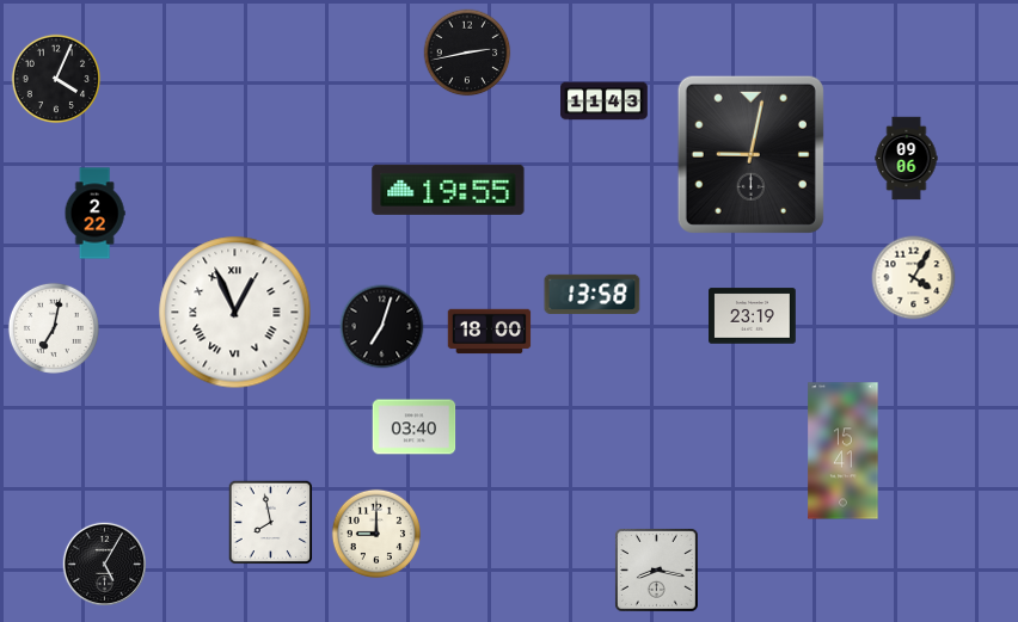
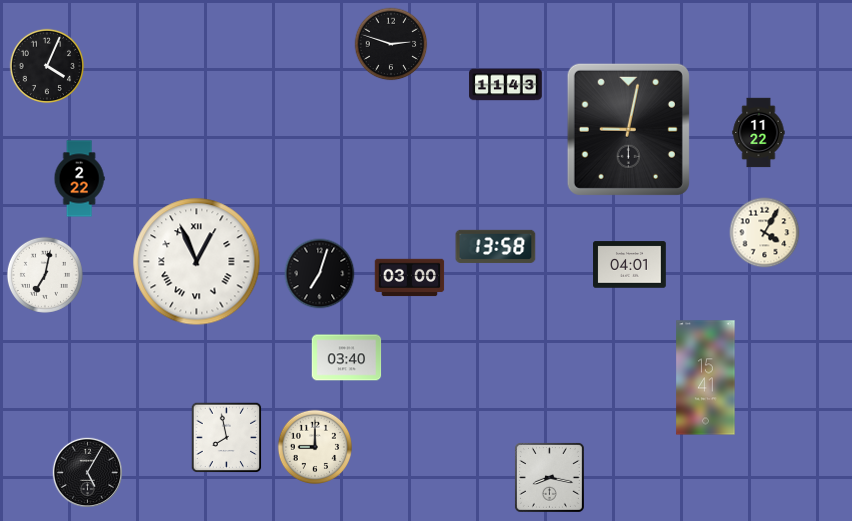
clock at (467, 53): 2:43 -> 2:48
clock at (907, 159): 09:06 -> 11:22
clock at (448, 190): 19:55 -> none
clock at (753, 316): 23:19 -> 04:01
clock at (490, 332): 18:00 -> 03:00
